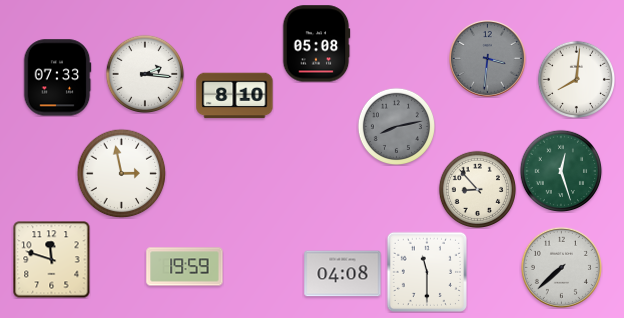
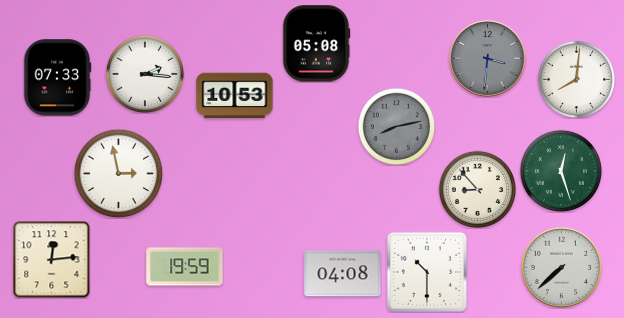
clock at (235, 96): 8:10 -> 10:53
clock at (121, 173) position: (121, 173) -> (118, 173)
clock at (51, 259): 11:48 -> 12:14
clock at (426, 271): 11:30 -> 10:30
